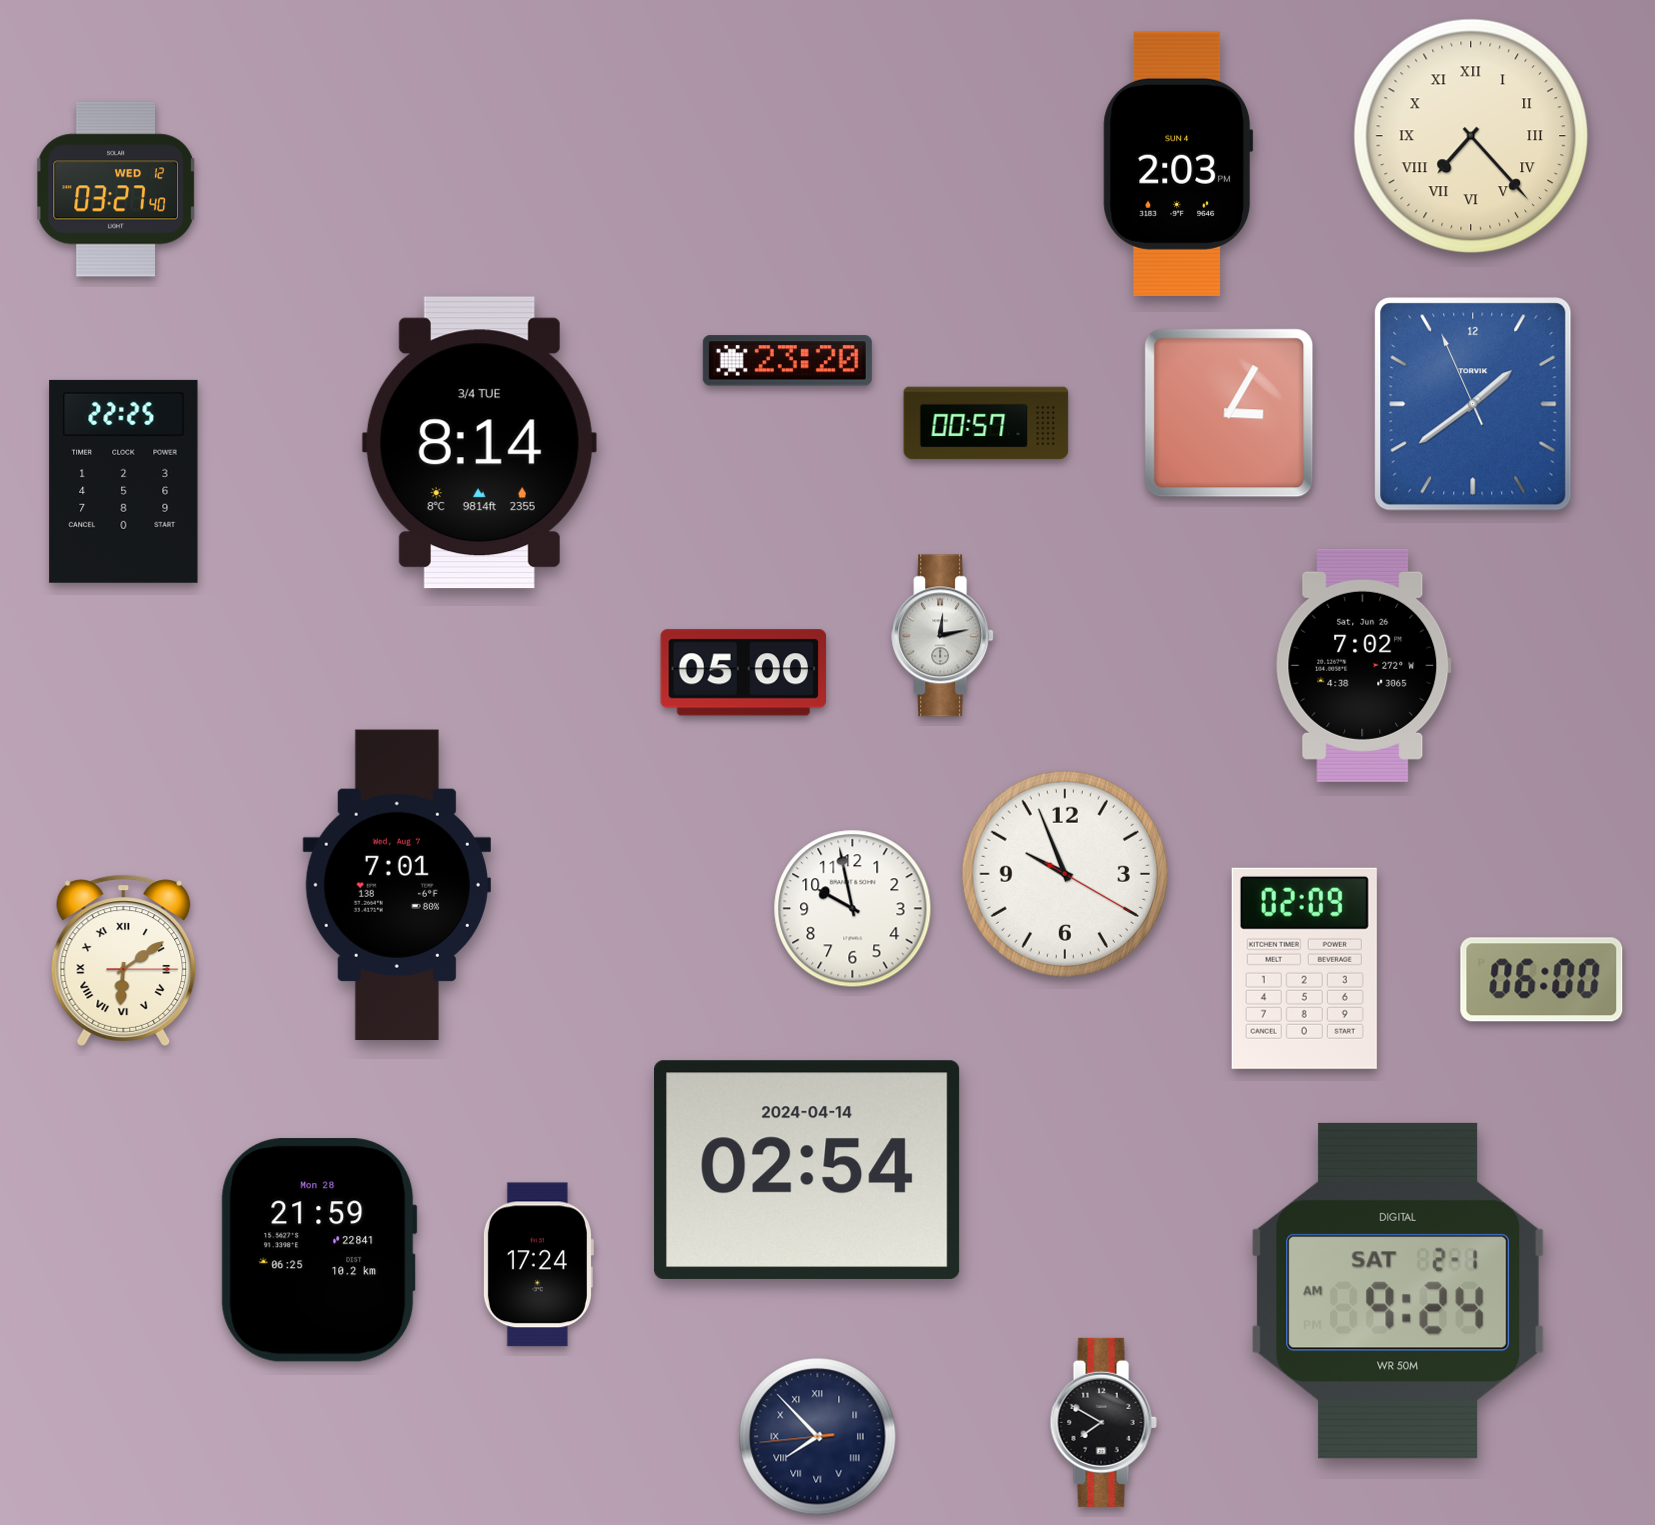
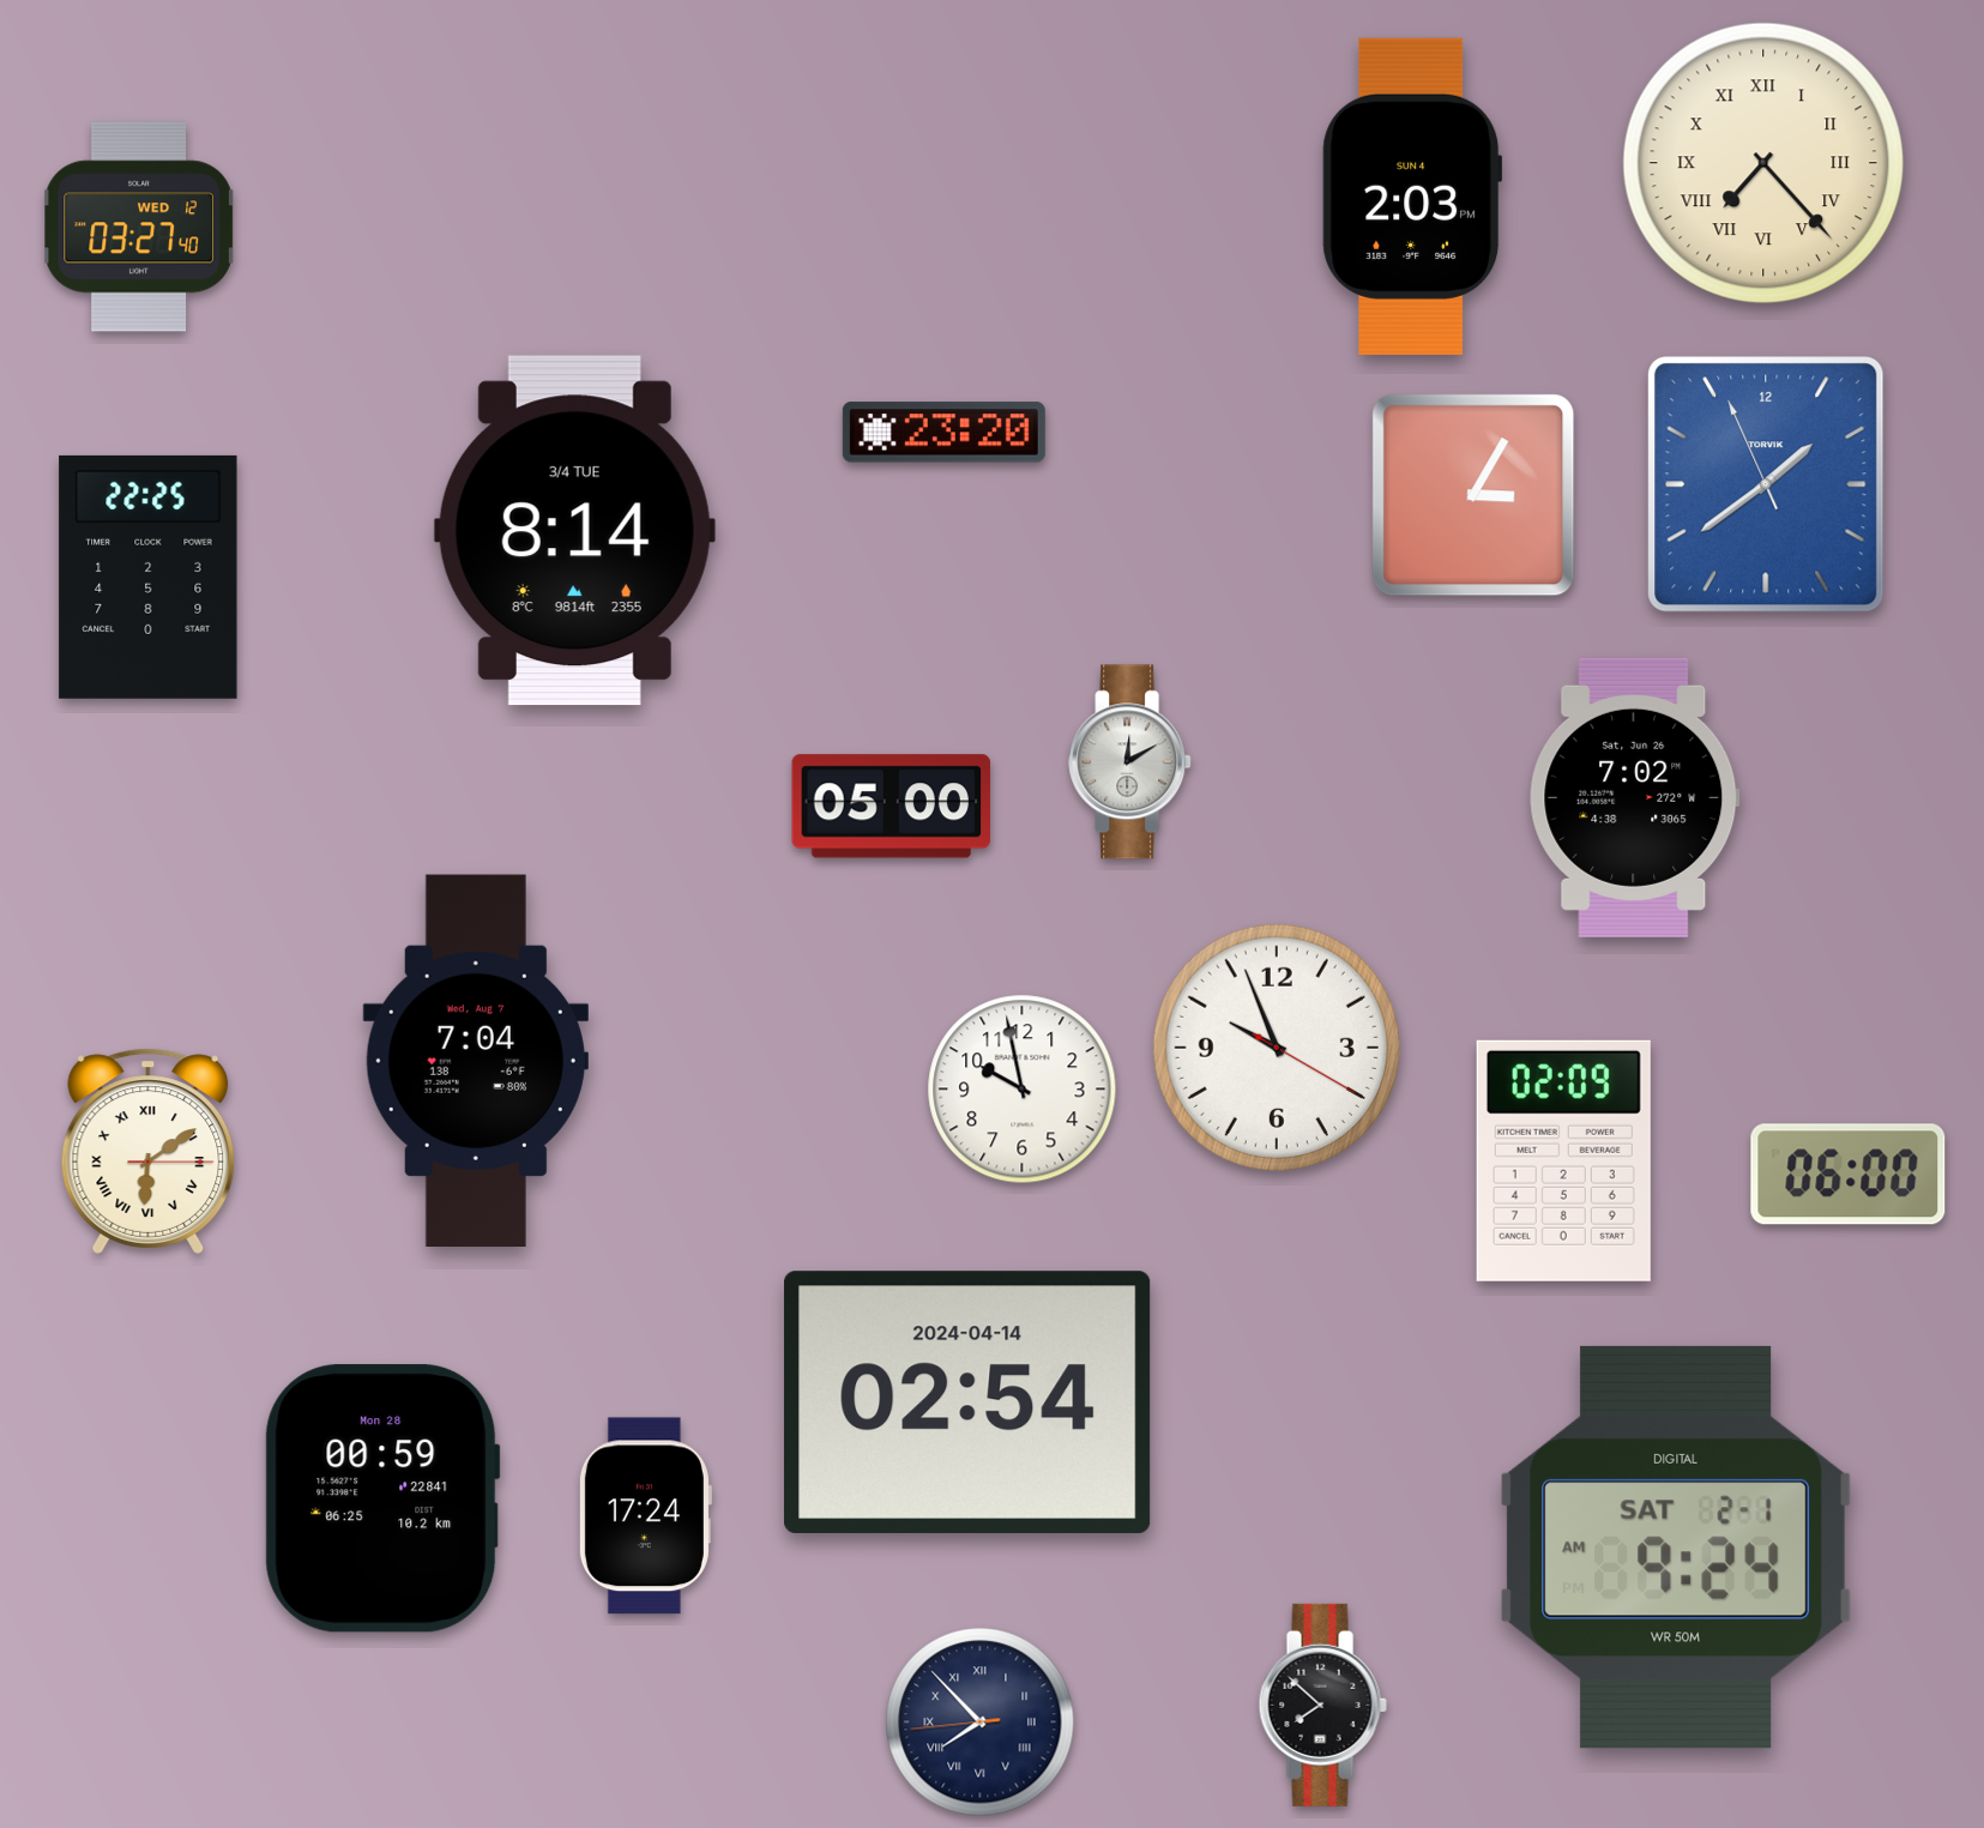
clock at (986, 423): 00:57 -> none
clock at (943, 636): 12:13 -> 12:10
clock at (397, 885): 7:01 -> 7:04
clock at (319, 1250): 21:59 -> 00:59
clock at (1103, 1422): 7:50 -> 7:52
